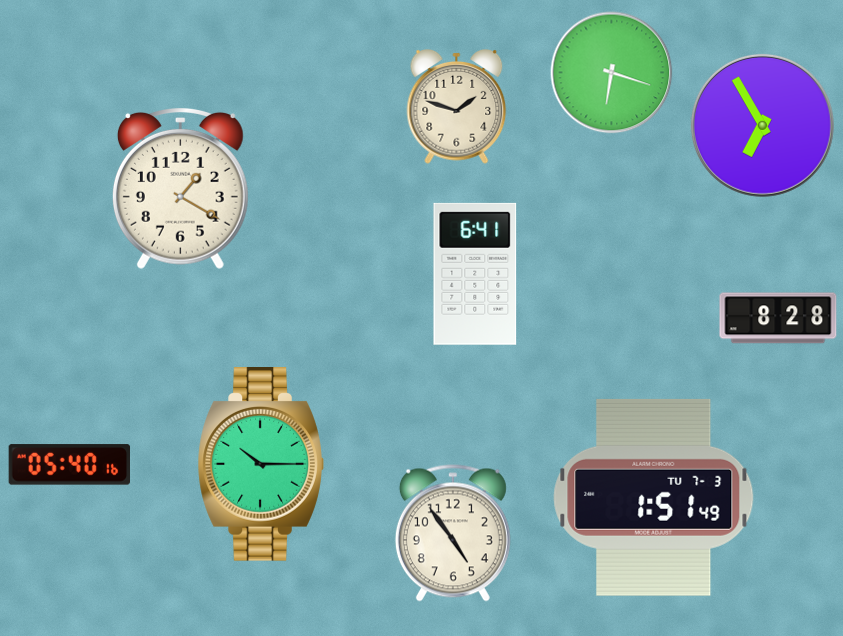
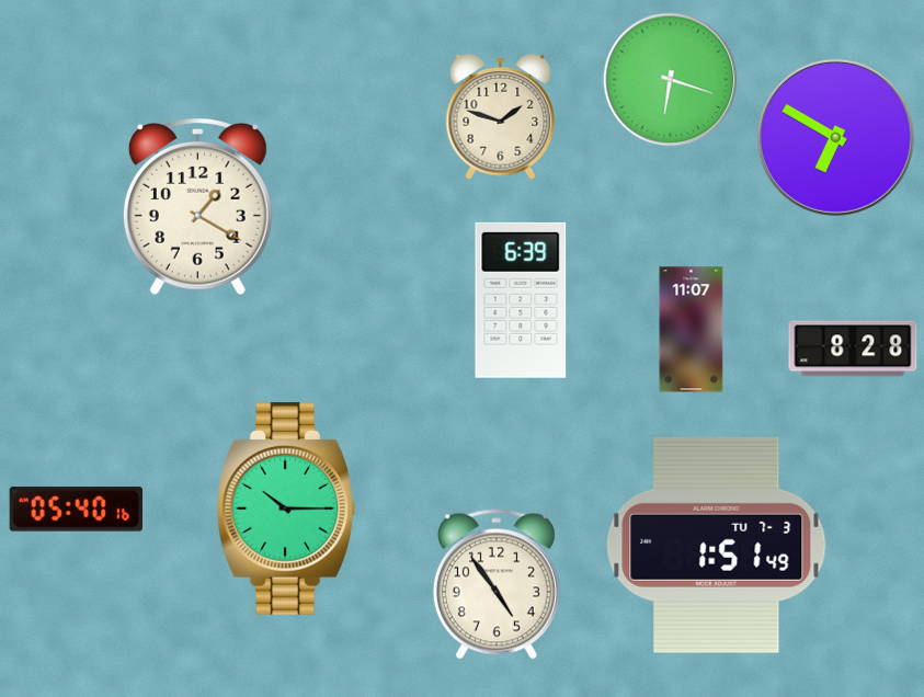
clock at (762, 125): 6:55 -> 6:50
clock at (475, 274): 6:41 -> 6:39
clock at (692, 330): none -> 11:07
